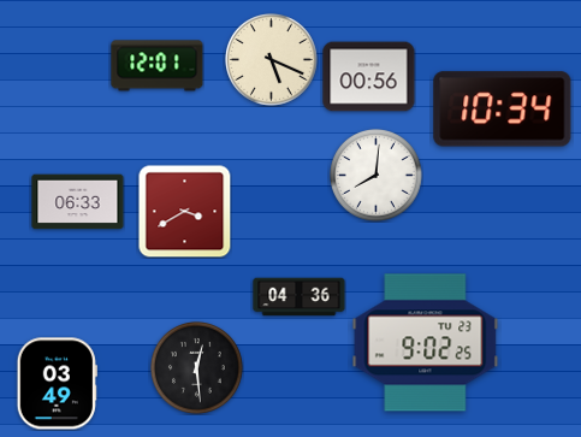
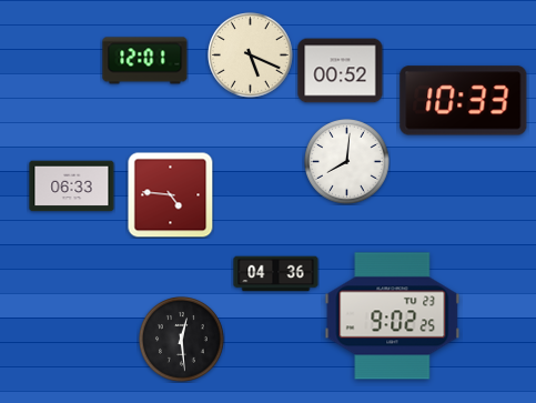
clock at (369, 77): 00:56 -> 00:52
clock at (503, 110): 10:34 -> 10:33
clock at (184, 211): 3:40 -> 4:46
clock at (57, 384): 03:49 -> none
